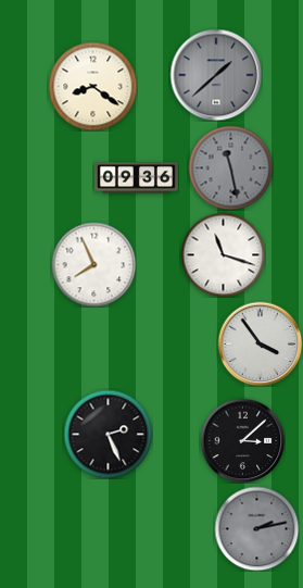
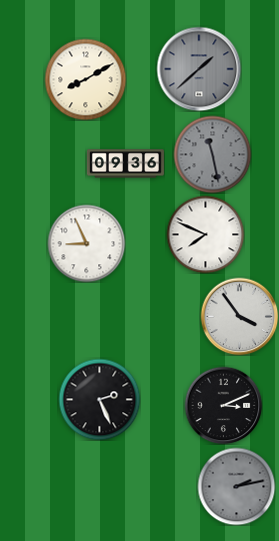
clock at (92, 86): 8:21 -> 8:10
clock at (223, 254): 11:18 -> 7:49
clock at (93, 264): 7:56 -> 8:56
clock at (242, 440): 3:08 -> 3:11
